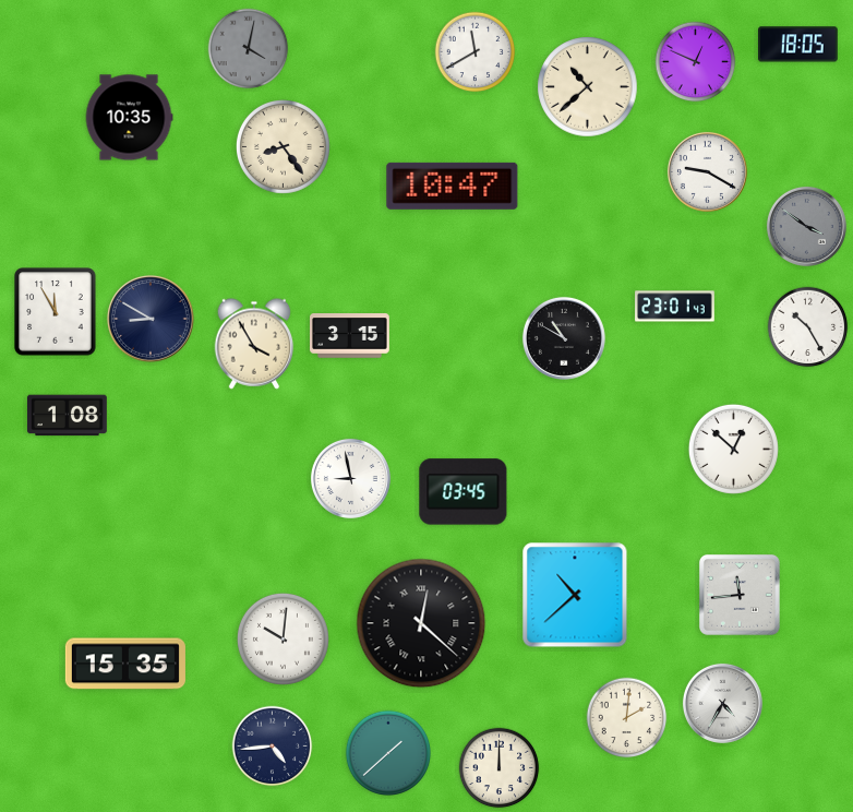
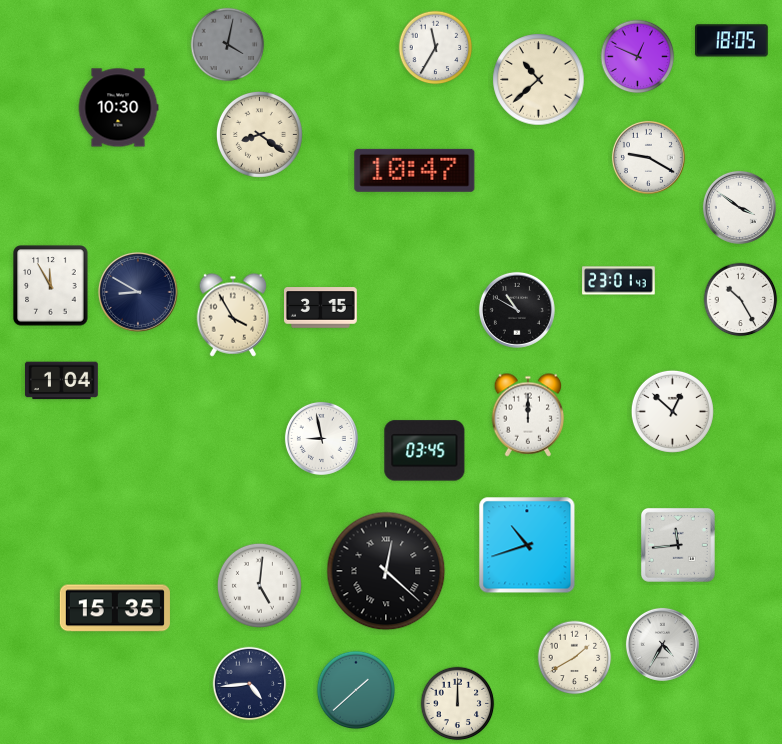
clock at (476, 52): 11:40 -> 11:35
clock at (129, 118): 10:35 -> 10:30
clock at (283, 146): 8:24 -> 8:21
clock at (806, 226) dial: grey -> white
clock at (68, 416): 1:08 -> 1:04
clock at (528, 415): none -> 12:00
clock at (575, 595): 10:38 -> 10:42
clock at (283, 638): 10:01 -> 5:01
clock at (627, 718): 2:01 -> 1:40
